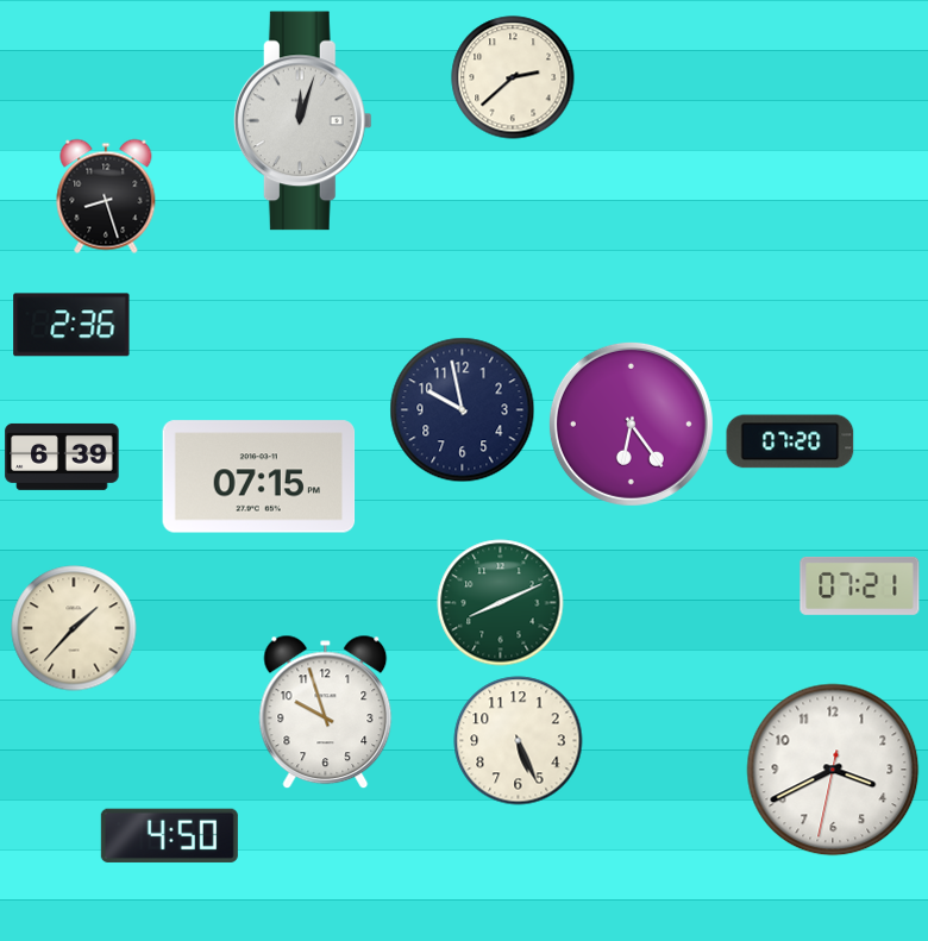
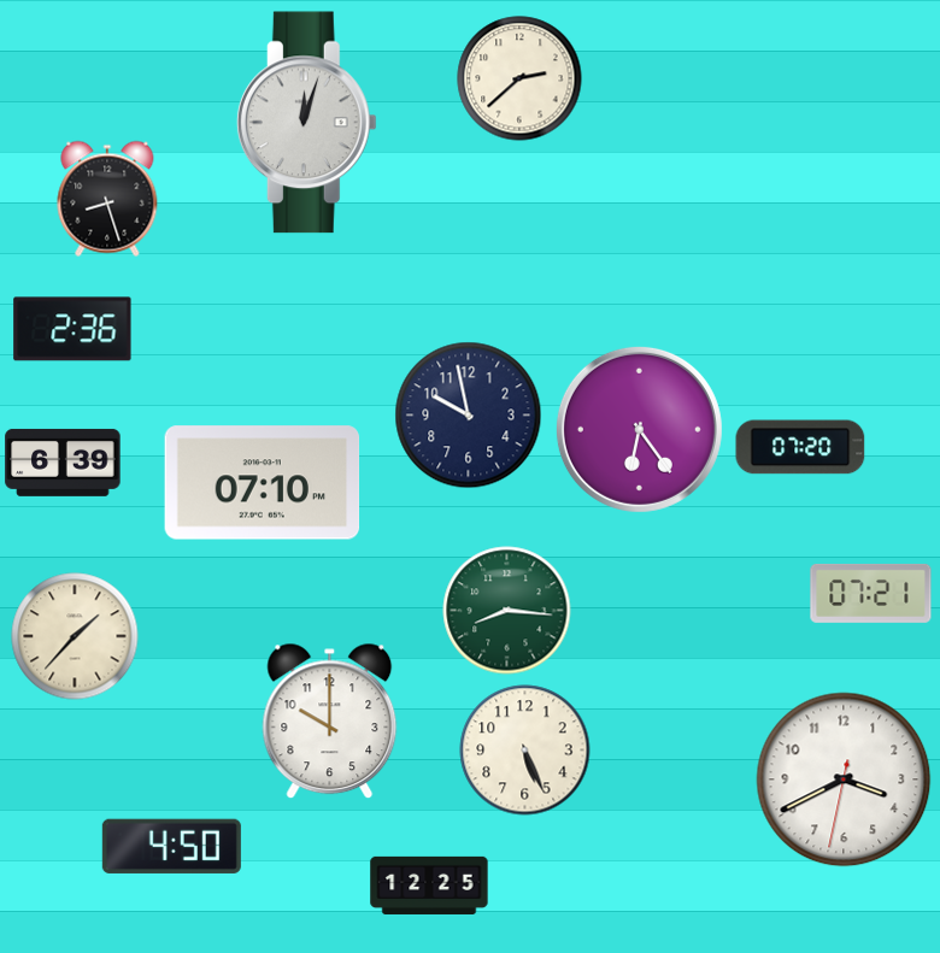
clock at (259, 477): 07:15 -> 07:10
clock at (501, 603): 8:11 -> 8:16
clock at (326, 713): 9:57 -> 10:00
clock at (429, 886): none -> 12:25
